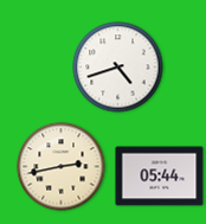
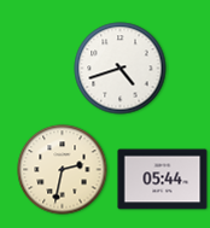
clock at (62, 167): 2:43 -> 2:32
